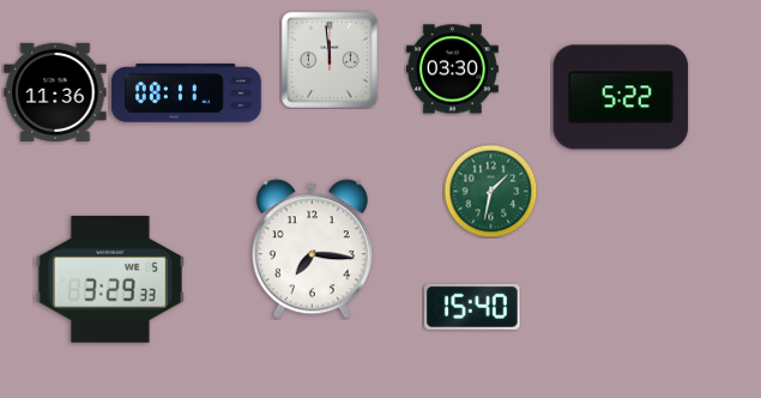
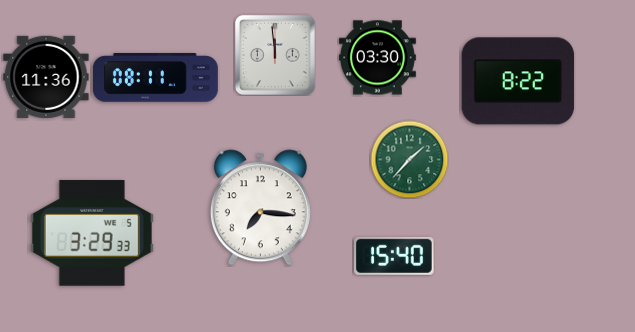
clock at (330, 60) position: (330, 60) -> (275, 55)
clock at (621, 97): 5:22 -> 8:22
clock at (490, 191): 1:32 -> 1:37
